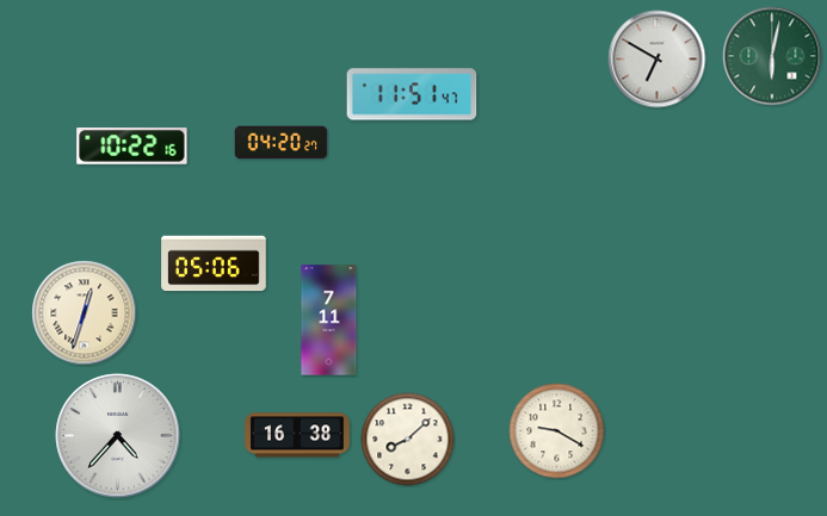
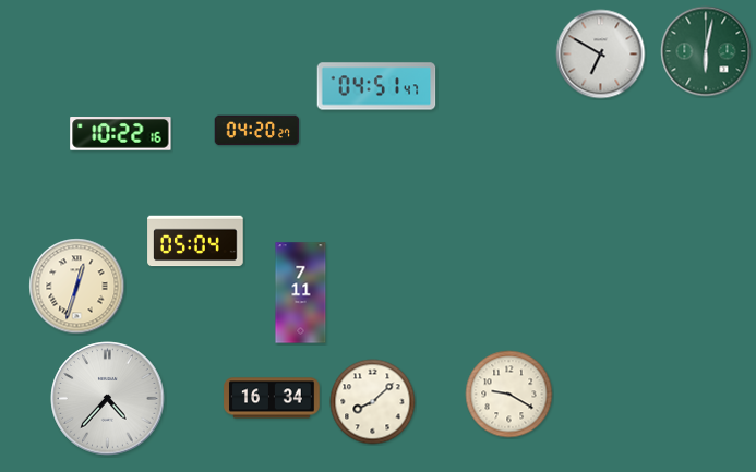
clock at (412, 94): 11:51 -> 04:51
clock at (214, 263): 05:06 -> 05:04
clock at (297, 435): 16:38 -> 16:34
